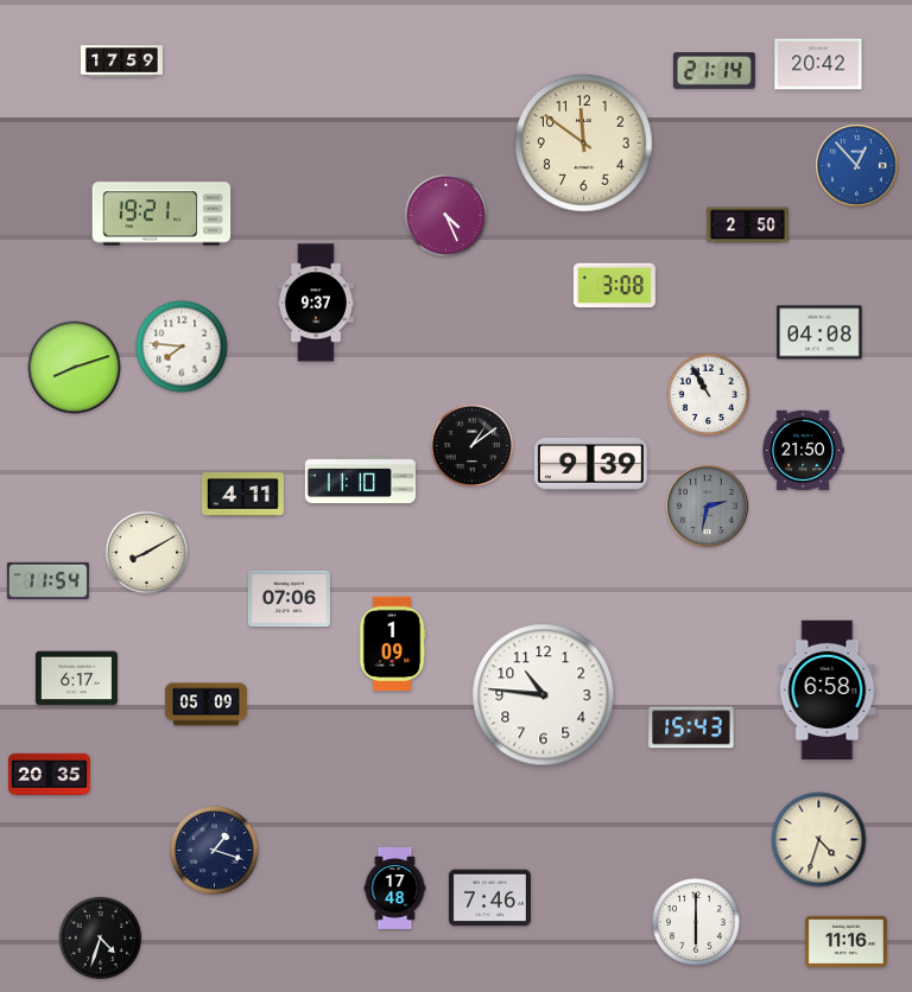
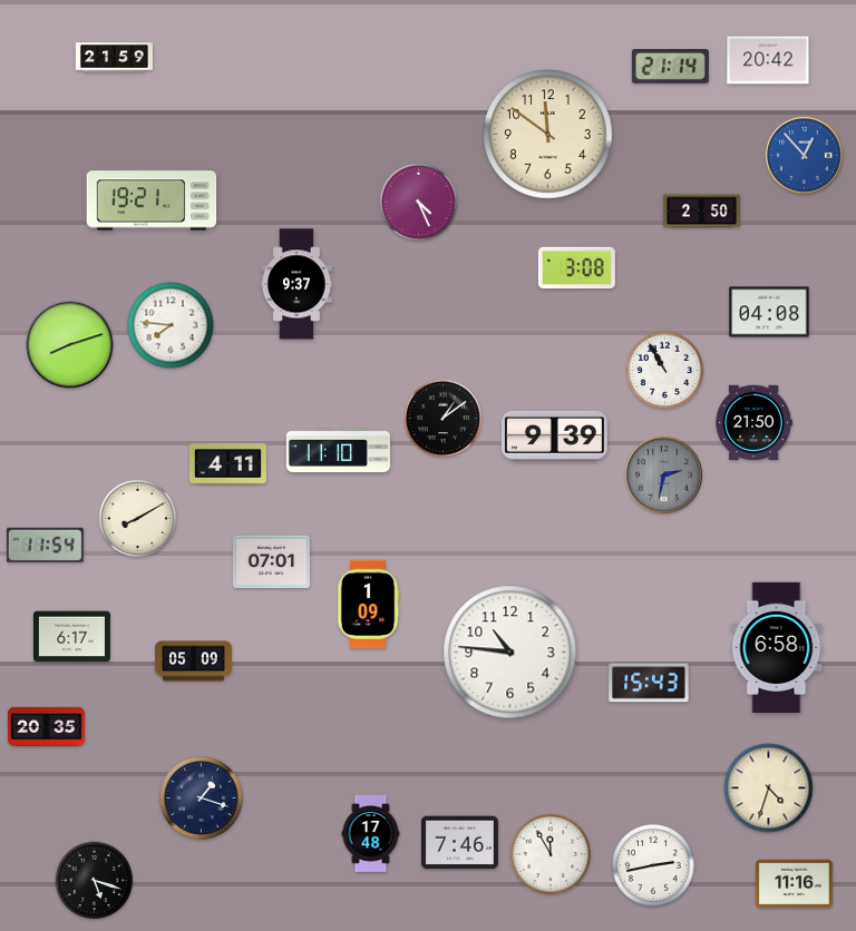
clock at (121, 62): 17:59 -> 21:59
clock at (289, 599): 07:06 -> 07:01
clock at (551, 854): none -> 11:55
clock at (697, 923): 6:00 -> 2:43
clock at (101, 939): 4:33 -> 5:18
